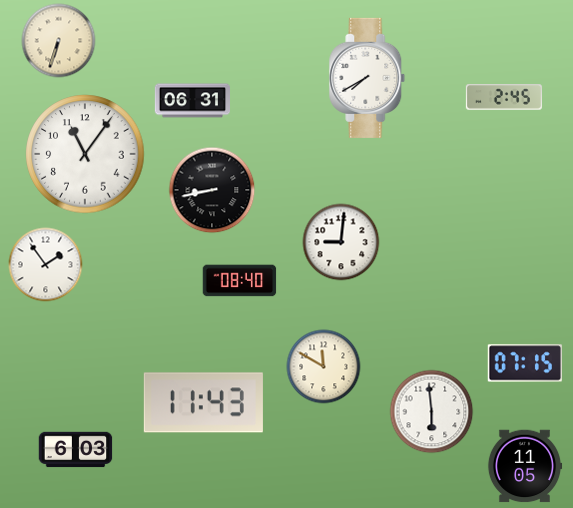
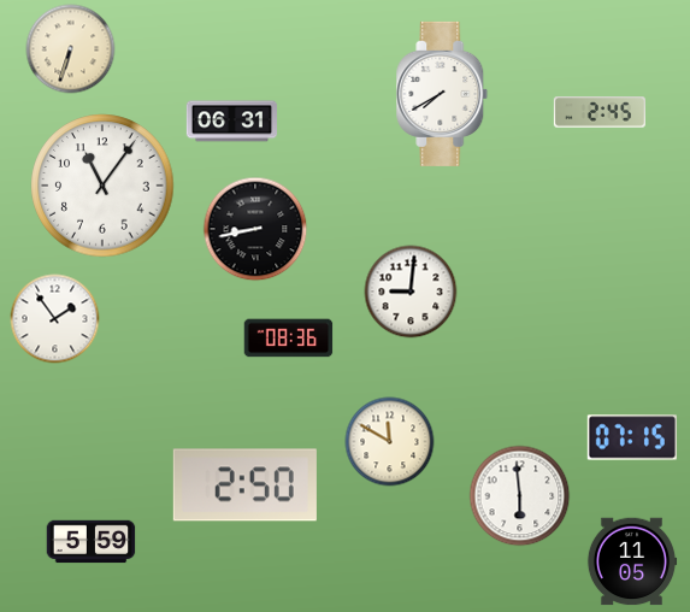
clock at (504, 97) position: (504, 97) -> (600, 112)
clock at (240, 281): 08:40 -> 08:36
clock at (203, 403): 11:43 -> 2:50
clock at (76, 450): 6:03 -> 5:59
